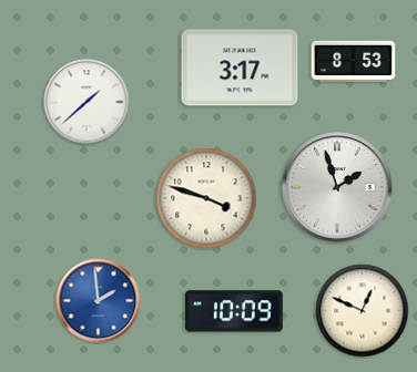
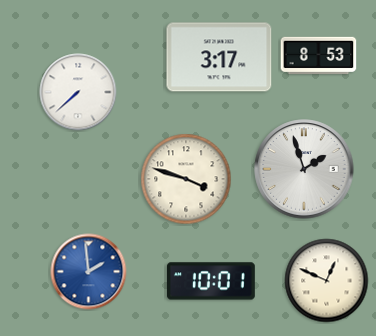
clock at (240, 68) position: (240, 68) -> (219, 57)
clock at (87, 102): 1:38 -> 7:38
clock at (235, 311): 10:09 -> 10:01
